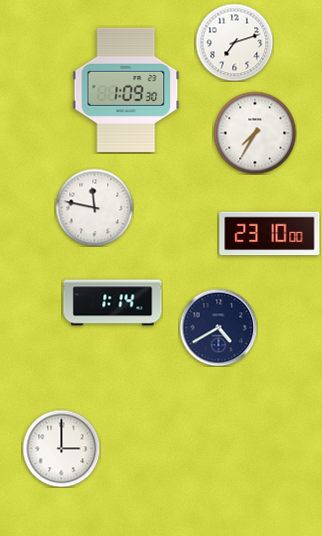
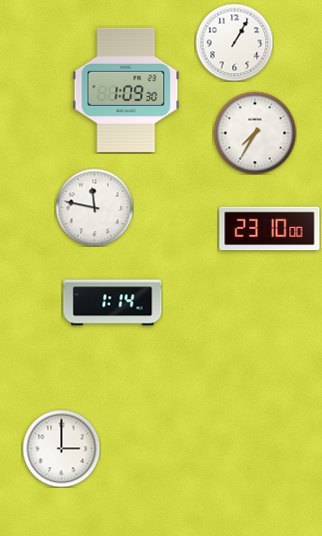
clock at (234, 42): 7:12 -> 1:05
clock at (270, 234) position: (270, 234) -> (270, 229)
clock at (218, 327): 4:40 -> none
